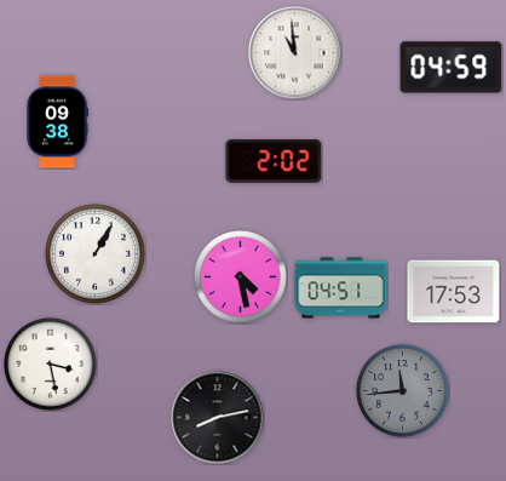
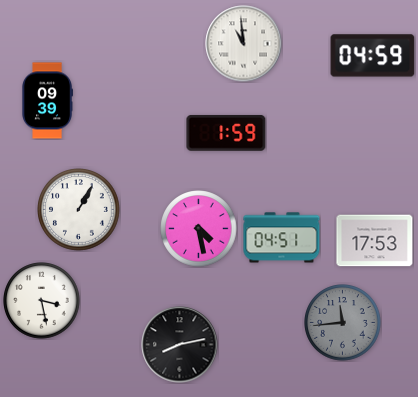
clock at (57, 122): 09:38 -> 09:39
clock at (274, 161): 2:02 -> 1:59
clock at (403, 391) position: (403, 391) -> (343, 323)
